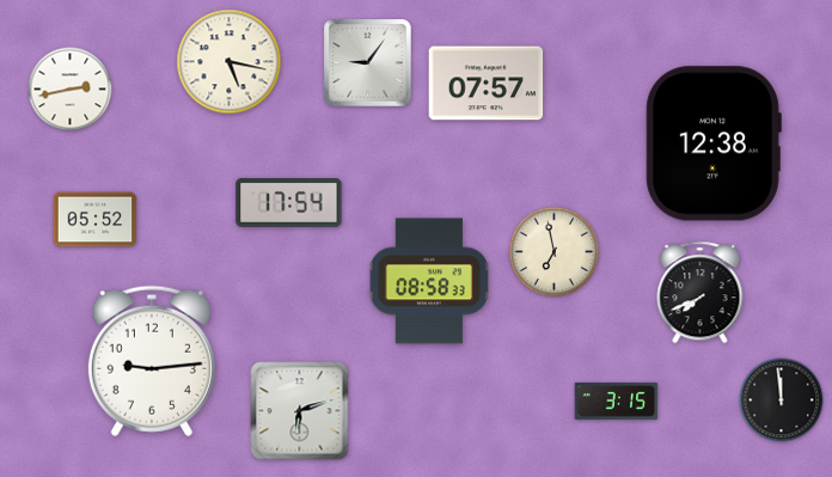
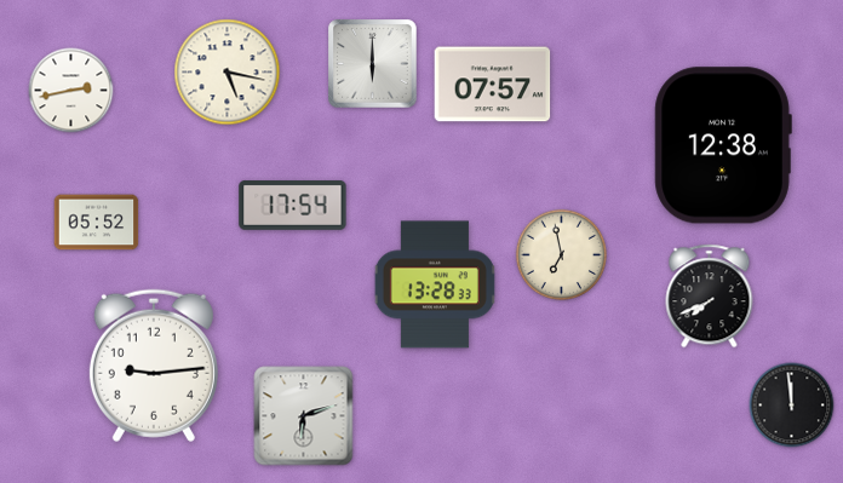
clock at (230, 62) position: (230, 62) -> (228, 73)
clock at (368, 63): 9:06 -> 6:00
clock at (429, 281): 08:58 -> 13:28
clock at (617, 400): 3:15 -> none
